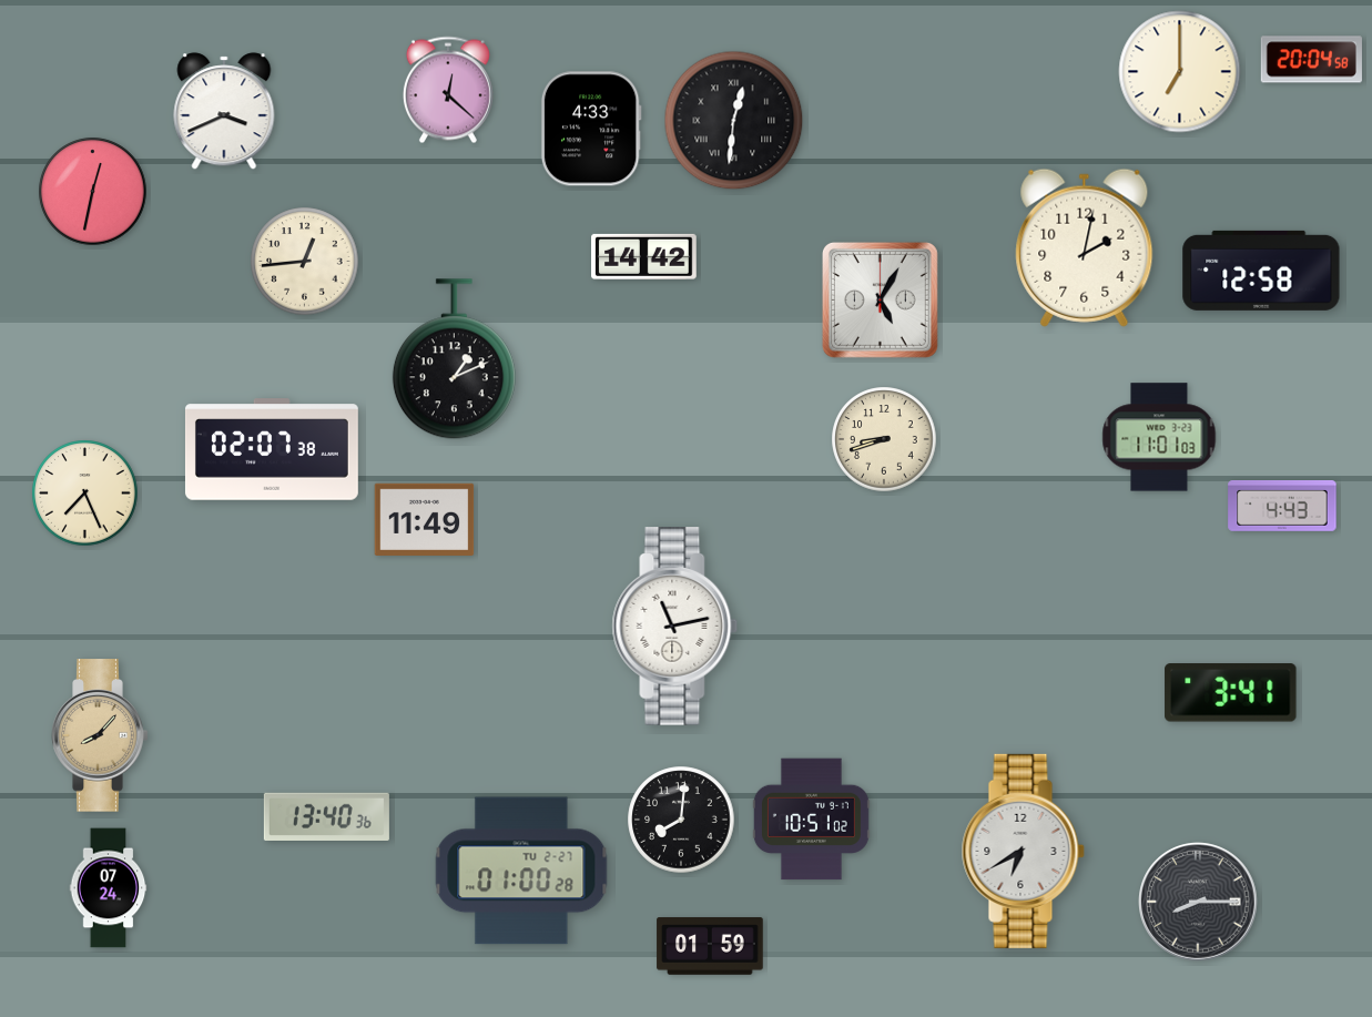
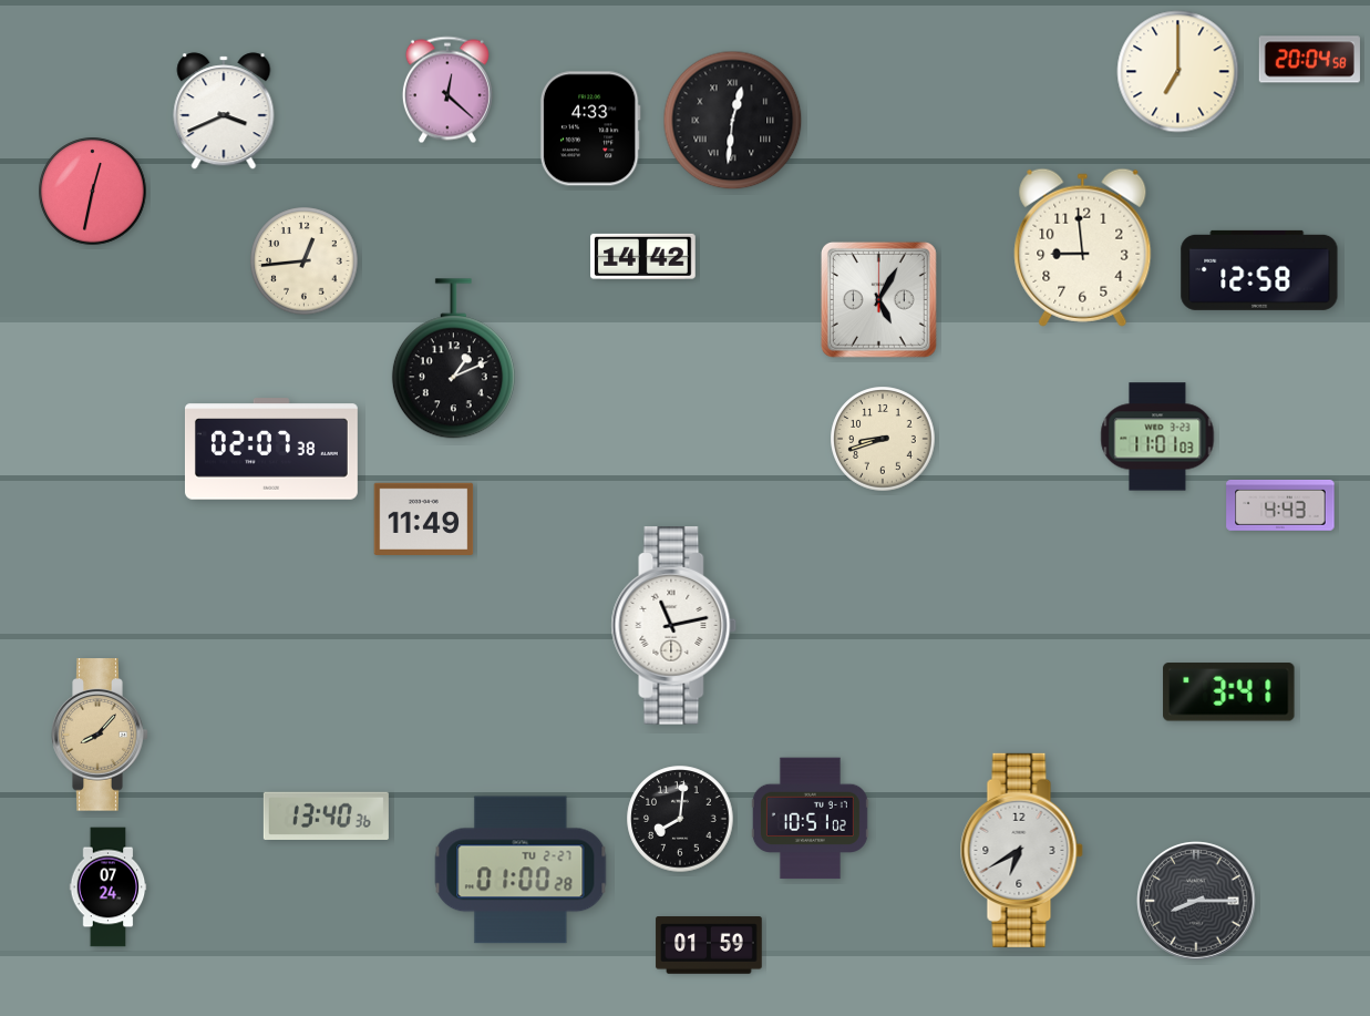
clock at (1085, 247): 2:02 -> 8:59
clock at (85, 494): 7:26 -> none
